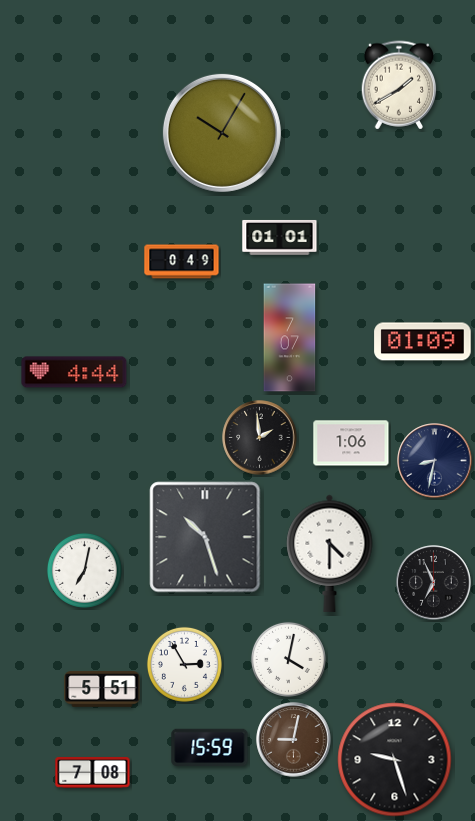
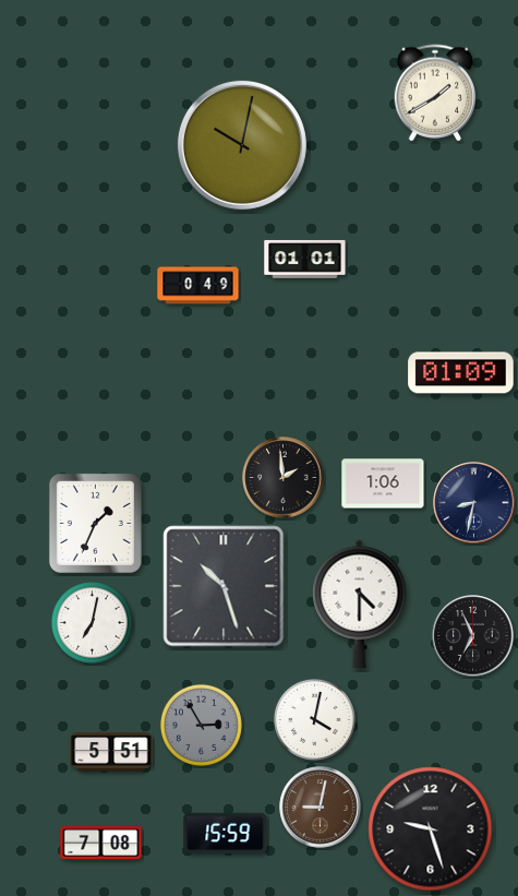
clock at (222, 133): 10:05 -> 10:02
clock at (290, 338): 7:07 -> none
clock at (74, 372): 4:44 -> none
clock at (95, 523): none -> 1:34
clock at (184, 664) dial: white -> grey
clock at (210, 747) position: (210, 747) -> (226, 833)
